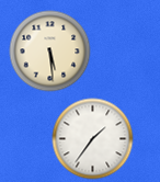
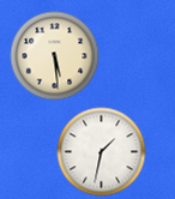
clock at (93, 139): 1:36 -> 1:32
